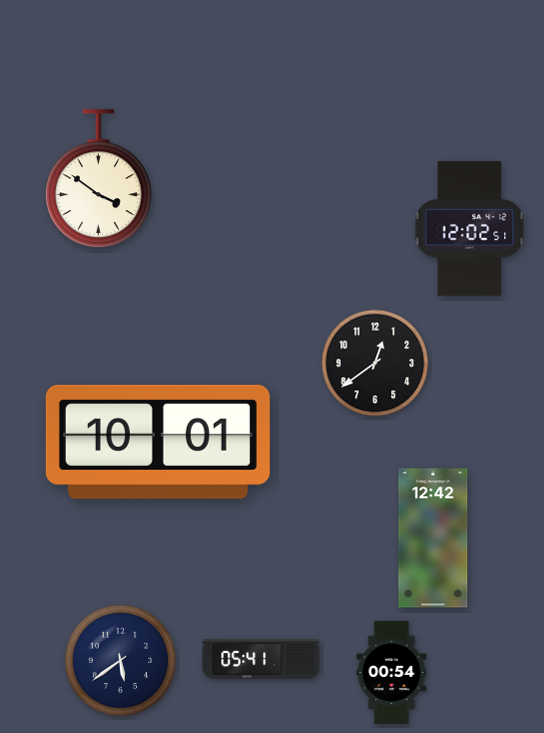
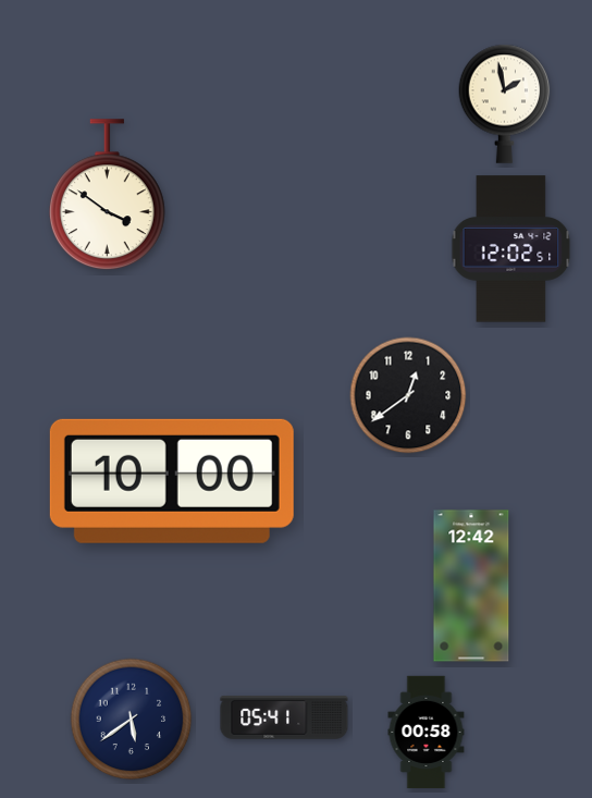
clock at (505, 103): none -> 1:58
clock at (158, 442): 10:01 -> 10:00
clock at (392, 673): 00:54 -> 00:58
